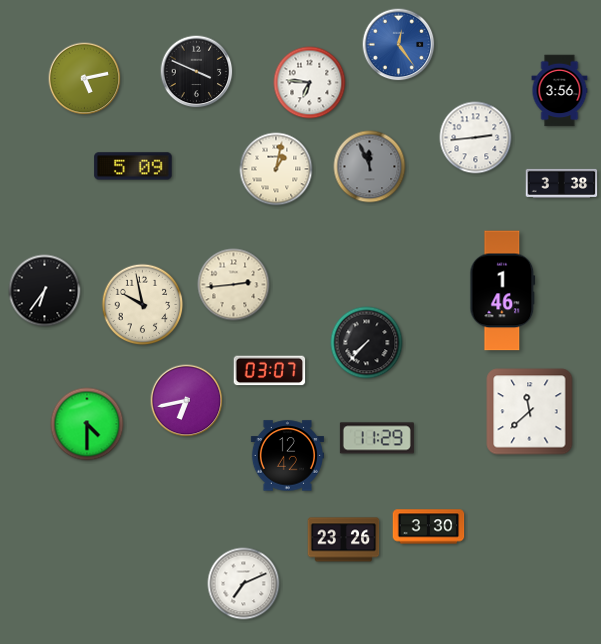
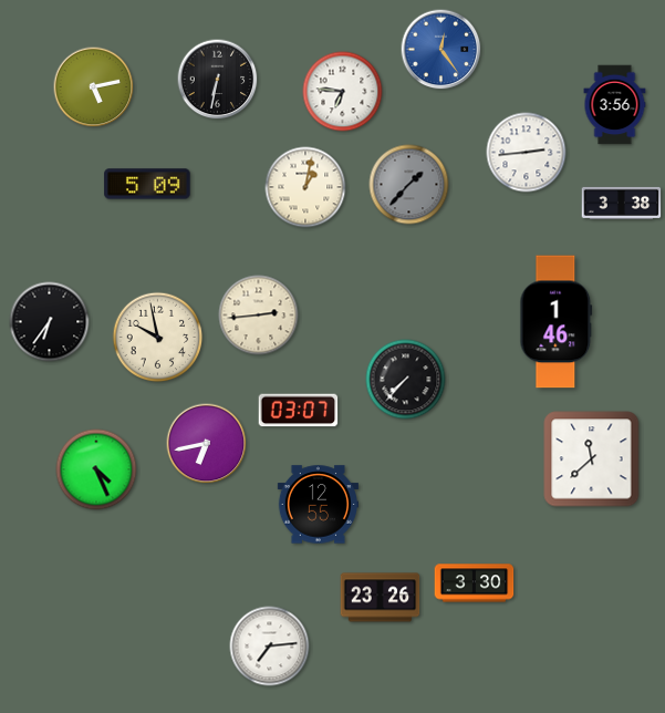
clock at (197, 72): 3:49 -> 6:32
clock at (560, 91) position: (560, 91) -> (615, 105)
clock at (370, 167): 11:56 -> 1:37
clock at (530, 412) position: (530, 412) -> (592, 459)
clock at (87, 424): 4:30 -> 4:26
clock at (377, 438): 11:29 -> none
clock at (287, 456): 12:42 -> 12:55
clock at (244, 584): 7:11 -> 7:14
